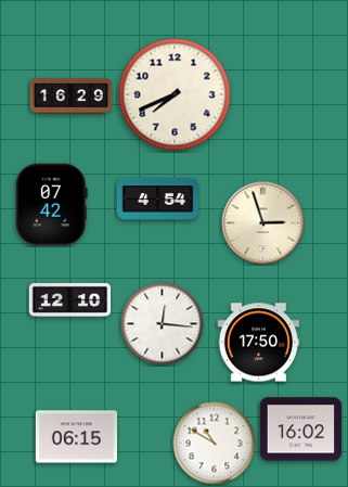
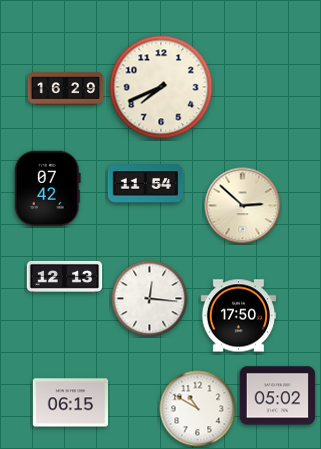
clock at (158, 200): 4:54 -> 11:54
clock at (263, 223): 2:57 -> 2:52
clock at (70, 299): 12:10 -> 12:13
clock at (301, 430): 16:02 -> 05:02
